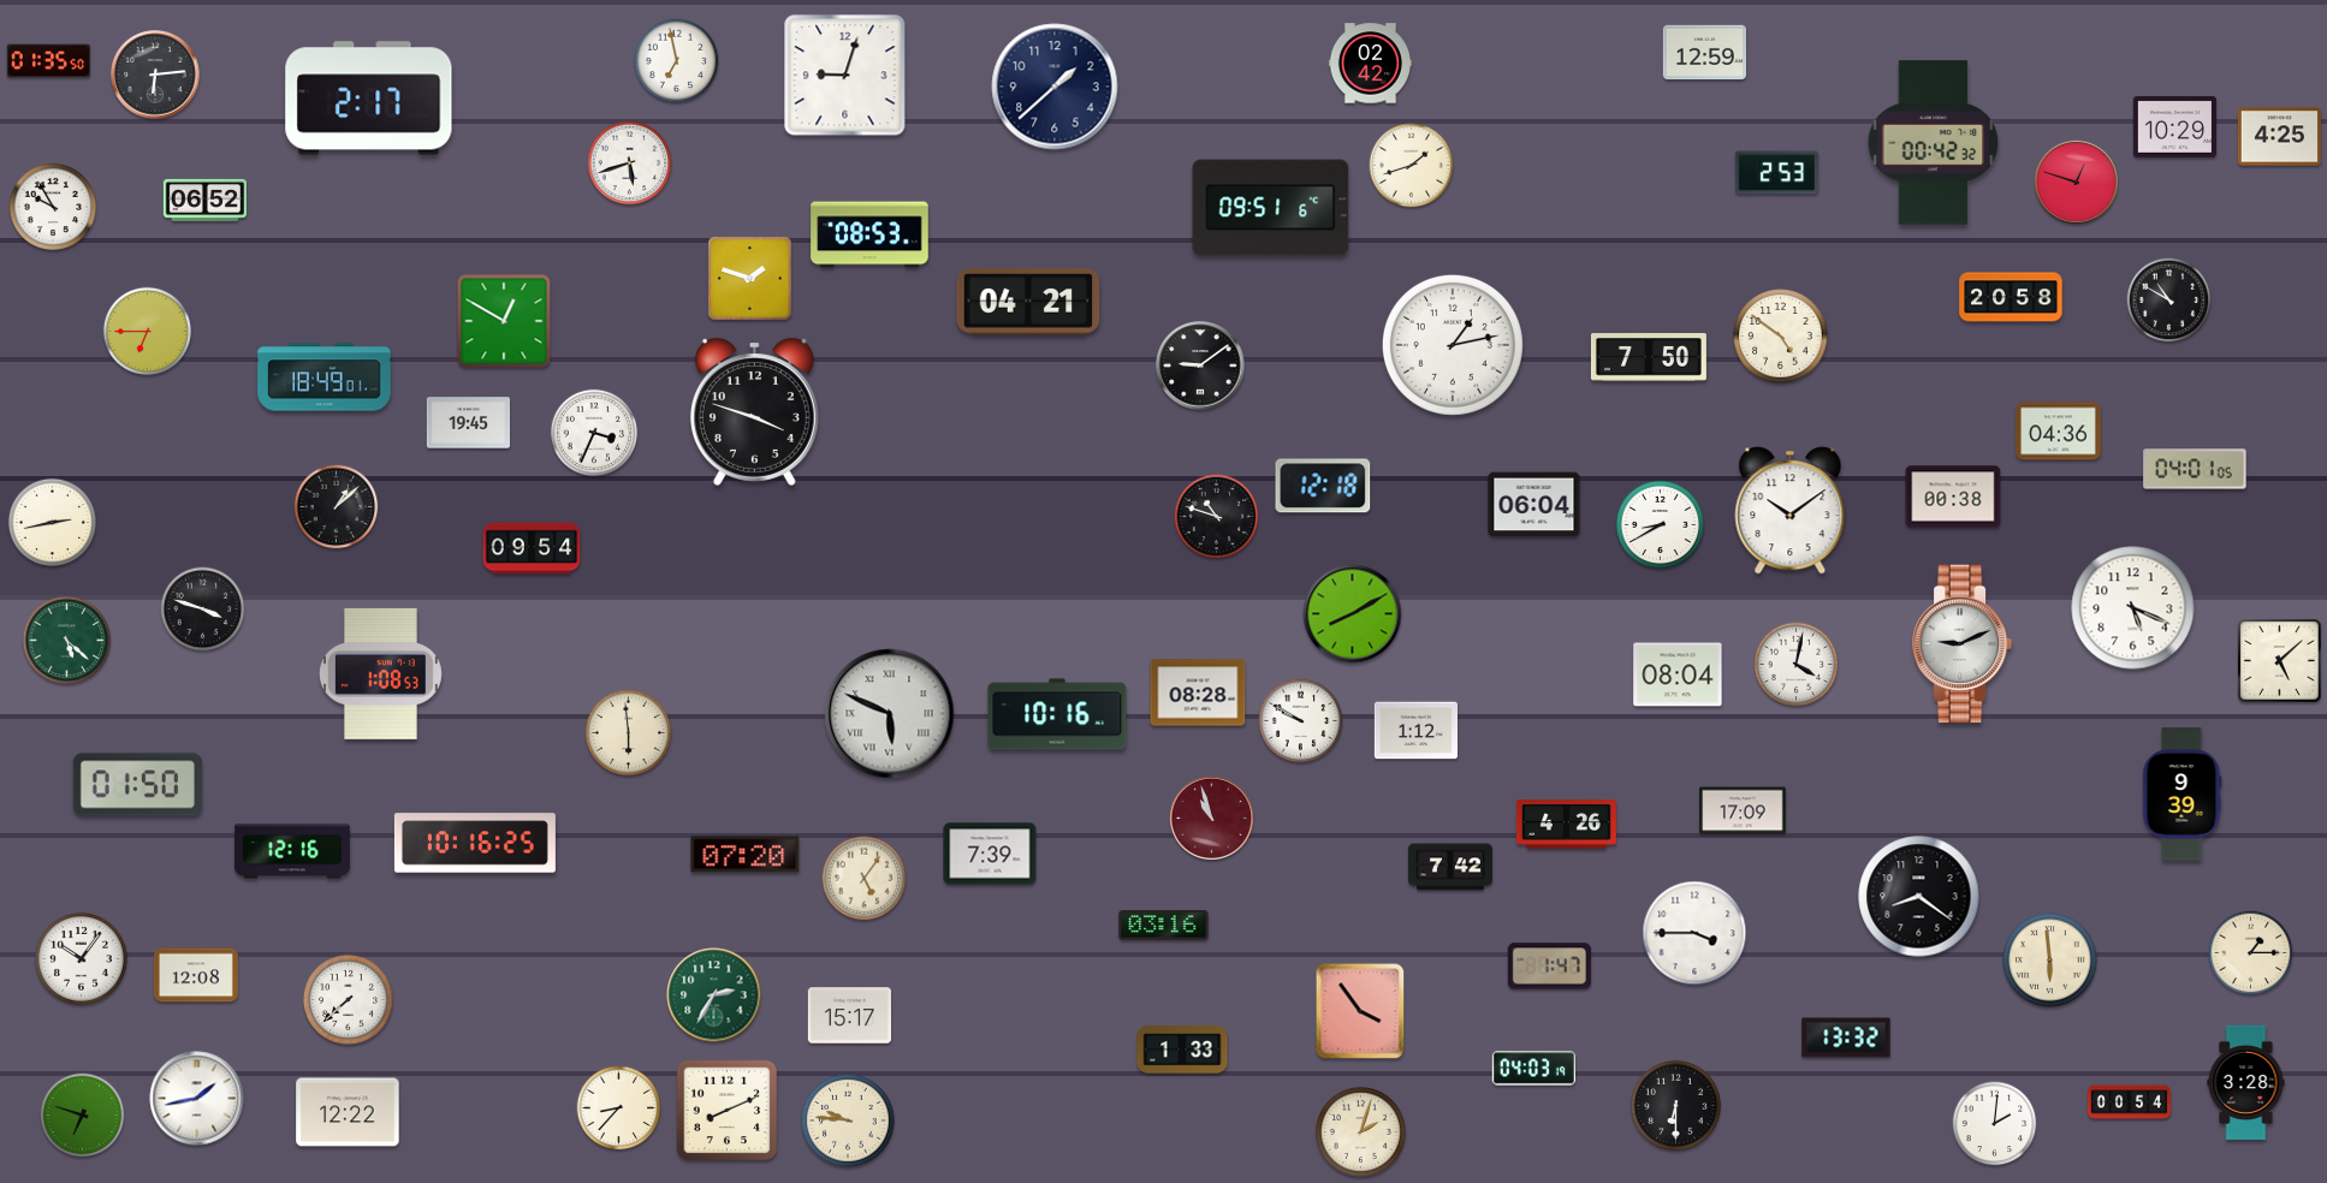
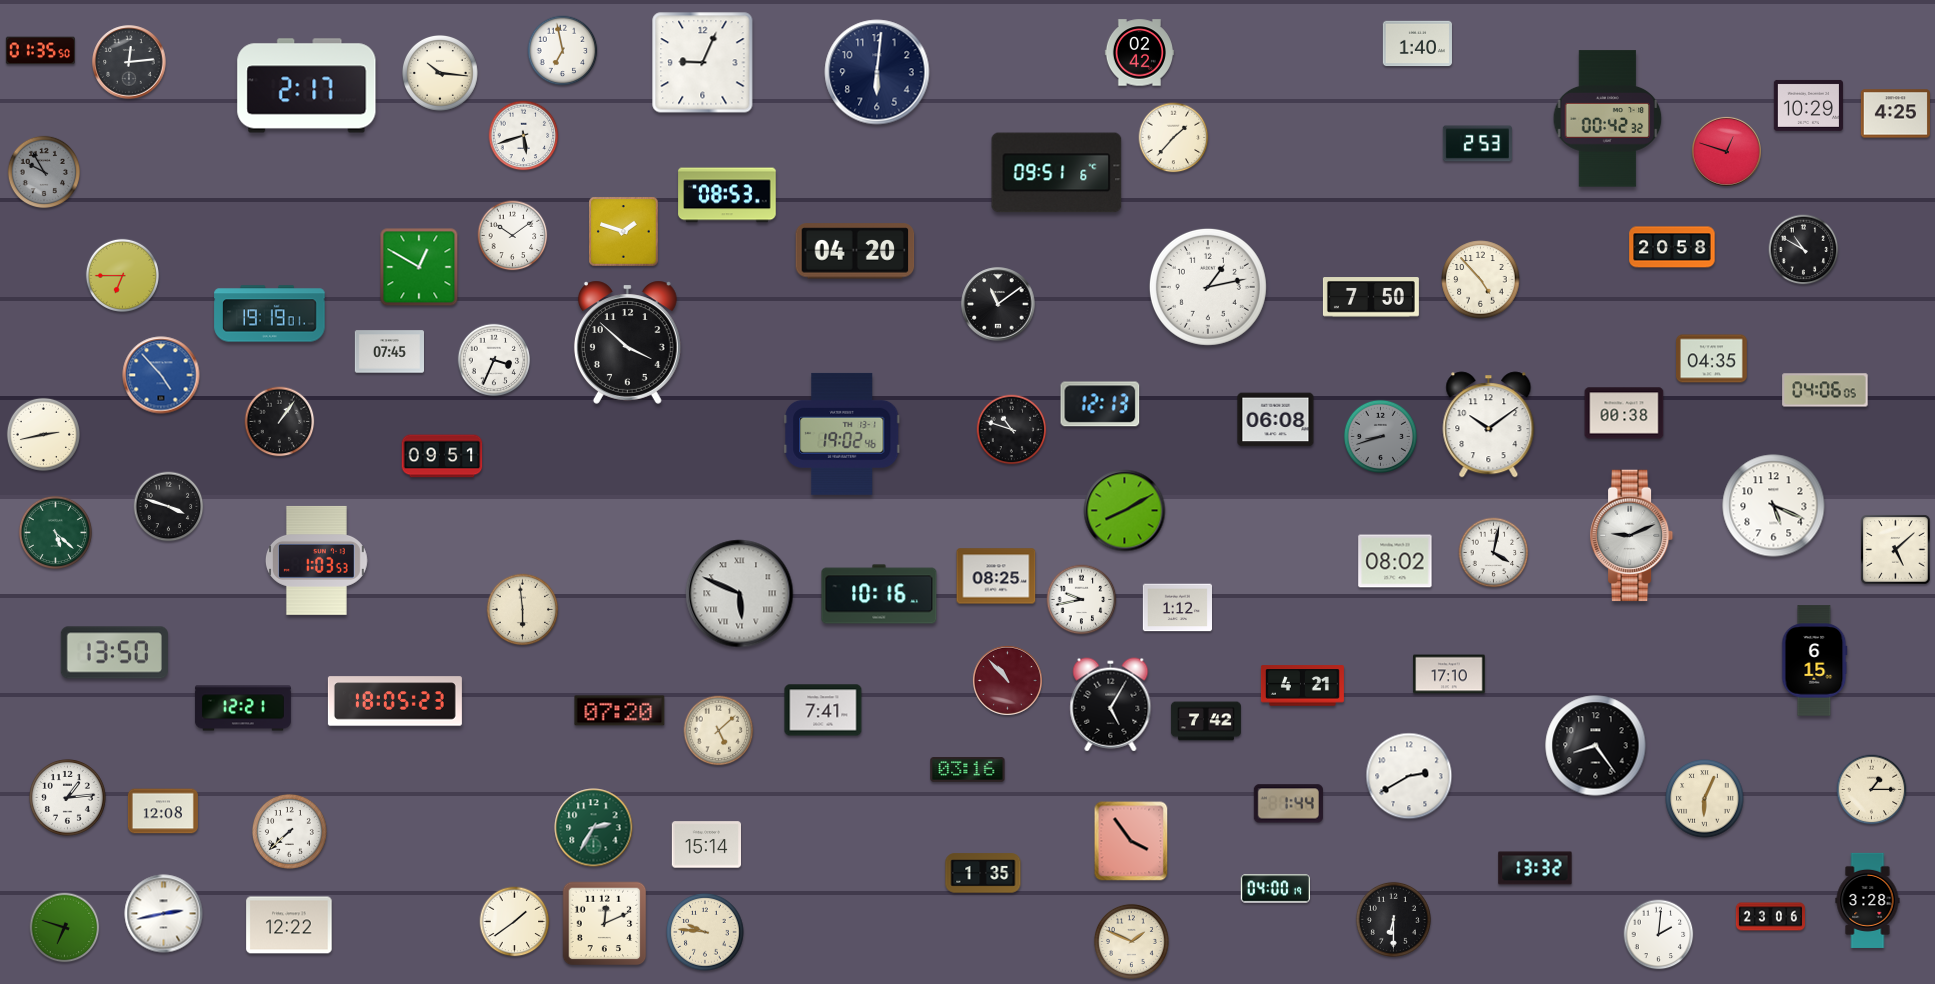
clock at (1704, 53): 12:59 -> 1:40
clock at (155, 75): 6:14 -> 12:14
clock at (845, 76): 9:03 -> 9:04
clock at (1055, 87): 1:38 -> 6:01
clock at (441, 74): none -> 10:16
clock at (369, 99) position: (369, 99) -> (307, 86)
clock at (1412, 166): 1:42 -> 1:37
clock at (204, 200): 06:52 -> none
clock at (53, 207) dial: white -> grey
clock at (869, 234) position: (869, 234) -> (727, 195)
clock at (513, 236): none -> 10:09
clock at (1028, 302): 04:21 -> 04:20
clock at (1781, 337): 4:51 -> 4:53
clock at (1200, 365): 9:09 -> 11:09
clock at (325, 378): 18:49 -> 19:19
clock at (754, 411): 3:48 -> 3:52
clock at (468, 423): 19:45 -> 07:45
clock at (2059, 432): 04:36 -> 04:35
clock at (161, 375): none -> 4:53
clock at (2195, 469): 04:01 -> 04:06
clock at (1323, 486): 12:18 -> 12:13
clock at (1534, 505): 06:04 -> 06:08
clock at (337, 507): 1:08 -> 1:06
clock at (842, 434): none -> 19:02
clock at (1660, 524): 8:40 -> 8:42
clock at (1660, 524) dial: white -> grey
clock at (532, 548): 09:54 -> 09:51
clock at (381, 673): 1:08 -> 1:03
clock at (1678, 674): 08:04 -> 08:02
clock at (1198, 692): 08:28 -> 08:25
clock at (1301, 721): 9:50 -> 9:43
clock at (137, 785): 01:50 -> 13:50
clock at (2183, 795): 9:39 -> 6:15
clock at (1743, 810): 17:09 -> 17:10
clock at (1211, 818): 10:57 -> 10:53
clock at (1566, 825): 4:26 -> 4:21
clock at (475, 843): 10:16 -> 18:05
clock at (1111, 705): none -> 5:05
clock at (292, 851): 12:16 -> 12:21
clock at (990, 854): 7:39 -> 7:41
clock at (865, 879): 5:06 -> 5:08
clock at (1919, 897): 8:21 -> 8:24
clock at (1694, 933): 3:45 -> 2:40
clock at (2251, 953) position: (2251, 953) -> (1872, 790)
clock at (82, 959): 10:06 -> 1:14
clock at (2050, 961): 5:59 -> 6:04
clock at (1549, 967): 1:47 -> 1:44
clock at (849, 1016): 15:17 -> 15:14
clock at (1846, 1038) position: (1846, 1038) -> (1535, 868)
clock at (1182, 1050): 1:33 -> 1:35
clock at (1533, 1069): 04:03 -> 04:00
clock at (197, 1099): 1:43 -> 2:43
clock at (2129, 1102): 00:54 -> 23:06
clock at (619, 1108): 8:37 -> 1:39
clock at (728, 1111): 8:11 -> 12:11
clock at (83, 1116) position: (83, 1116) -> (65, 928)
clock at (1360, 1131): 2:03 -> 1:49
